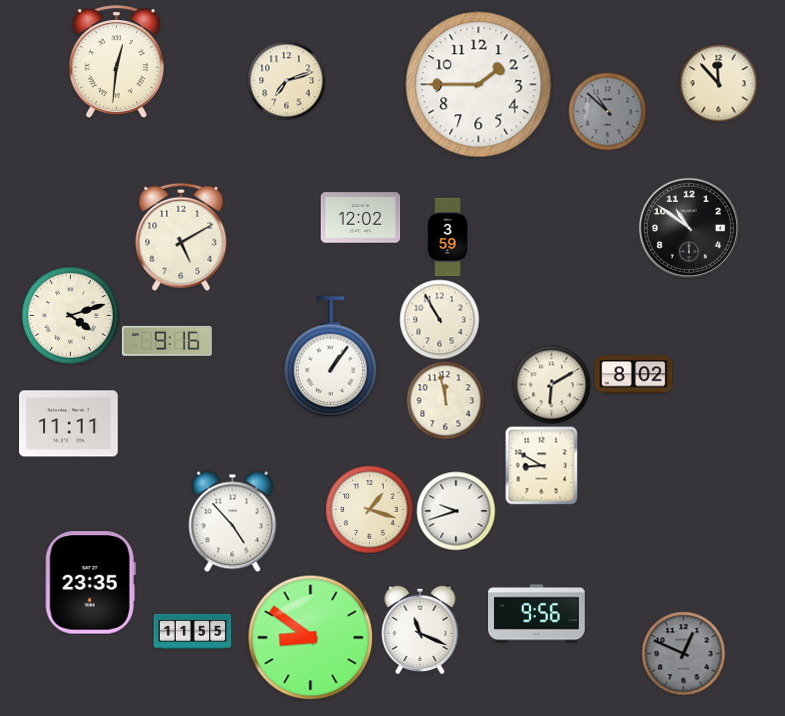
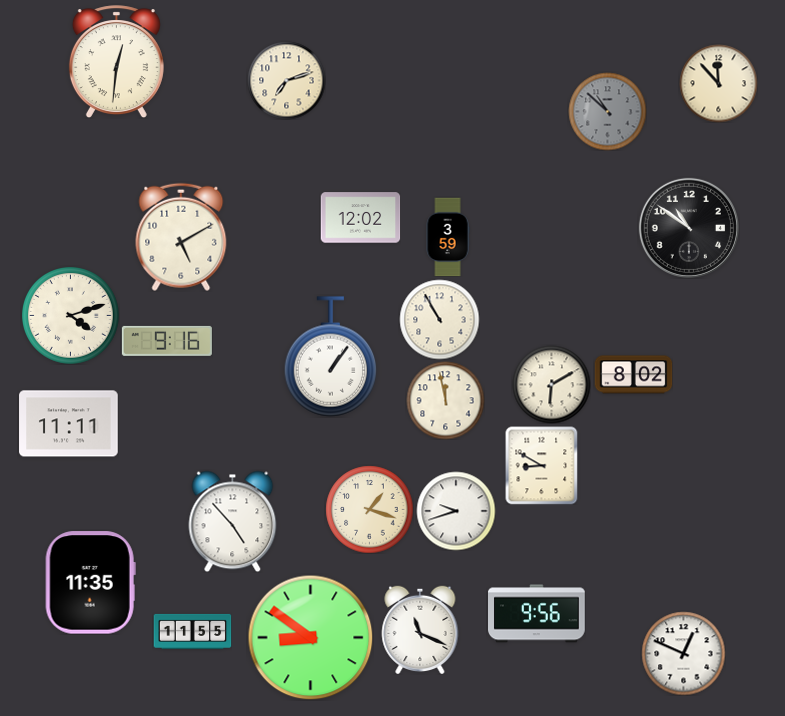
clock at (479, 85): 1:45 -> none
clock at (90, 583): 23:35 -> 11:35
clock at (683, 653) dial: grey -> white
